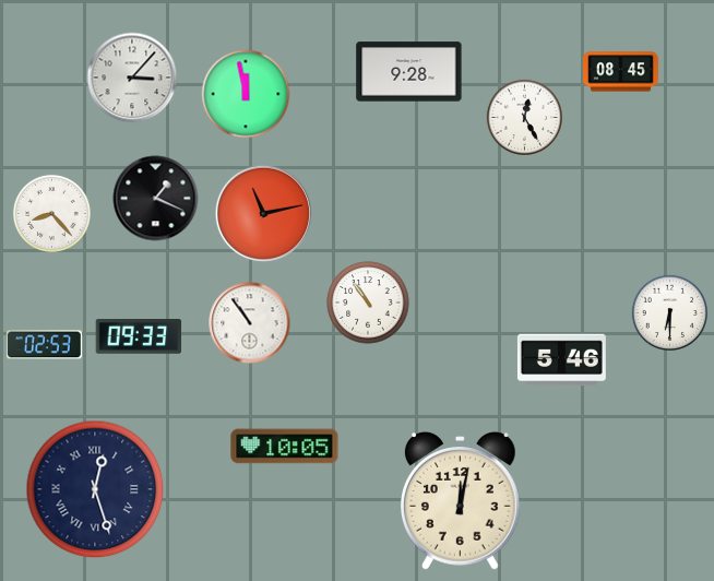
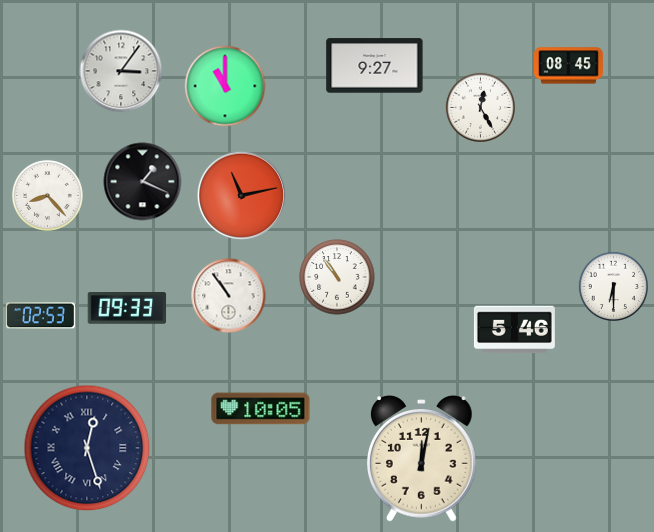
clock at (409, 72): 9:28 -> 9:27
clock at (132, 78): 3:07 -> 3:06
clock at (246, 94): 11:58 -> 11:00
